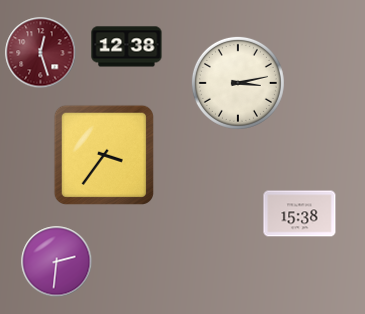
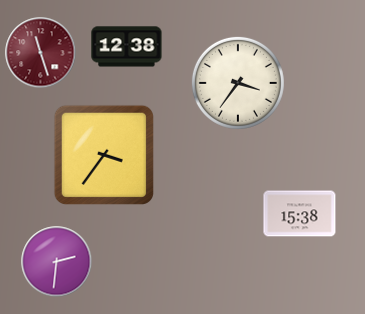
clock at (41, 53): 12:27 -> 11:27
clock at (238, 83): 3:13 -> 3:36
